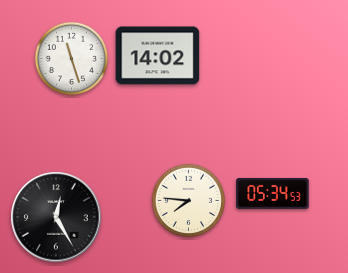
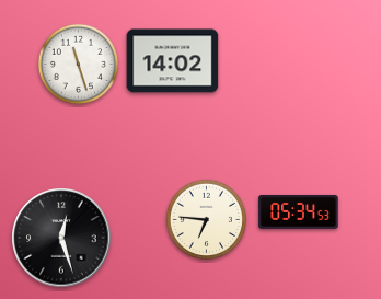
clock at (188, 200): 7:46 -> 6:46
clock at (56, 217): 12:25 -> 12:27
